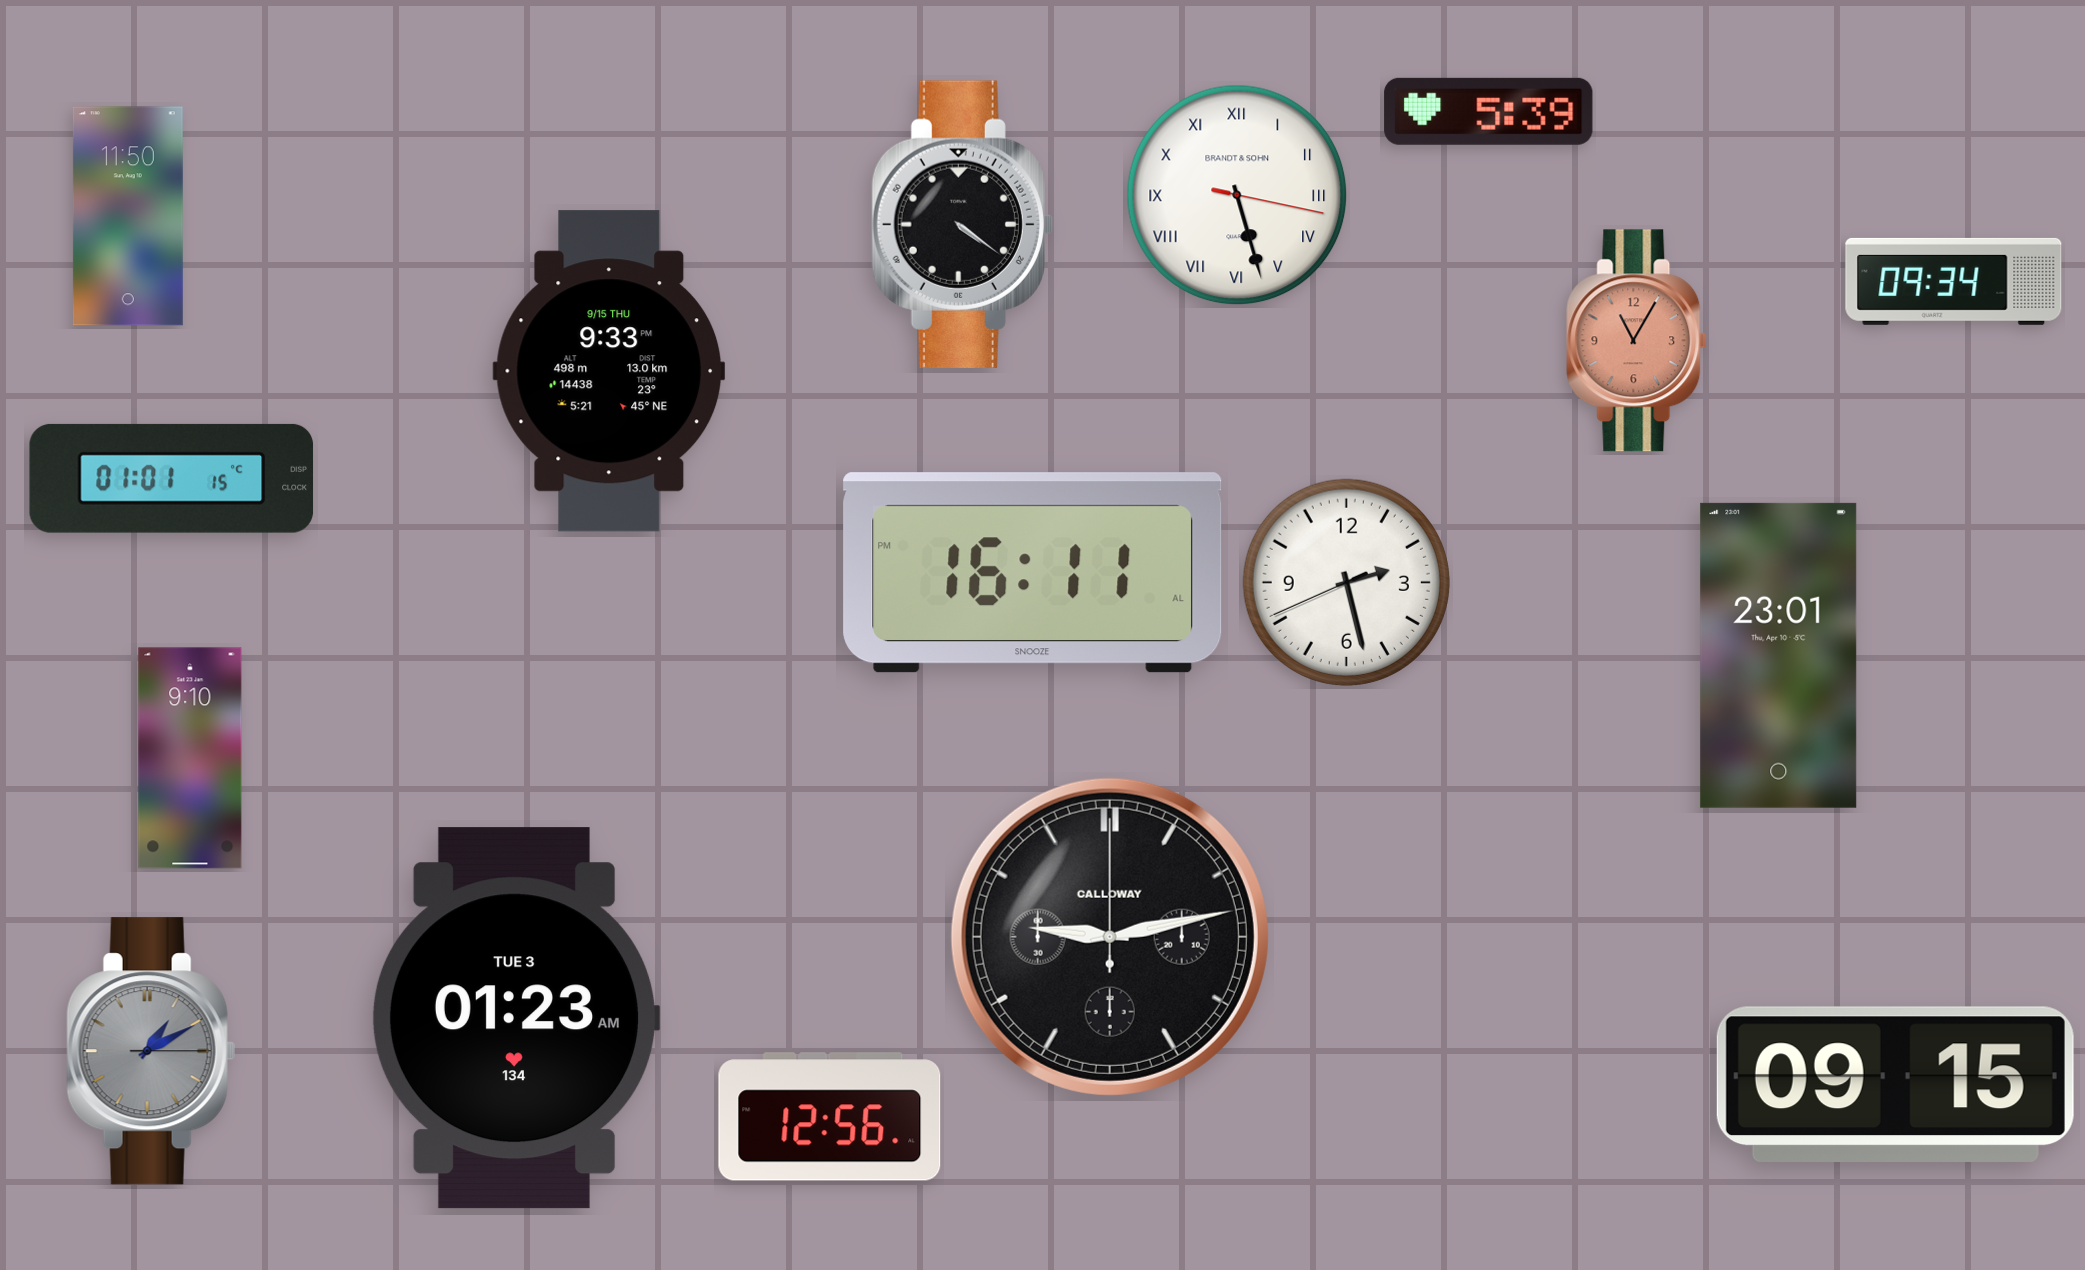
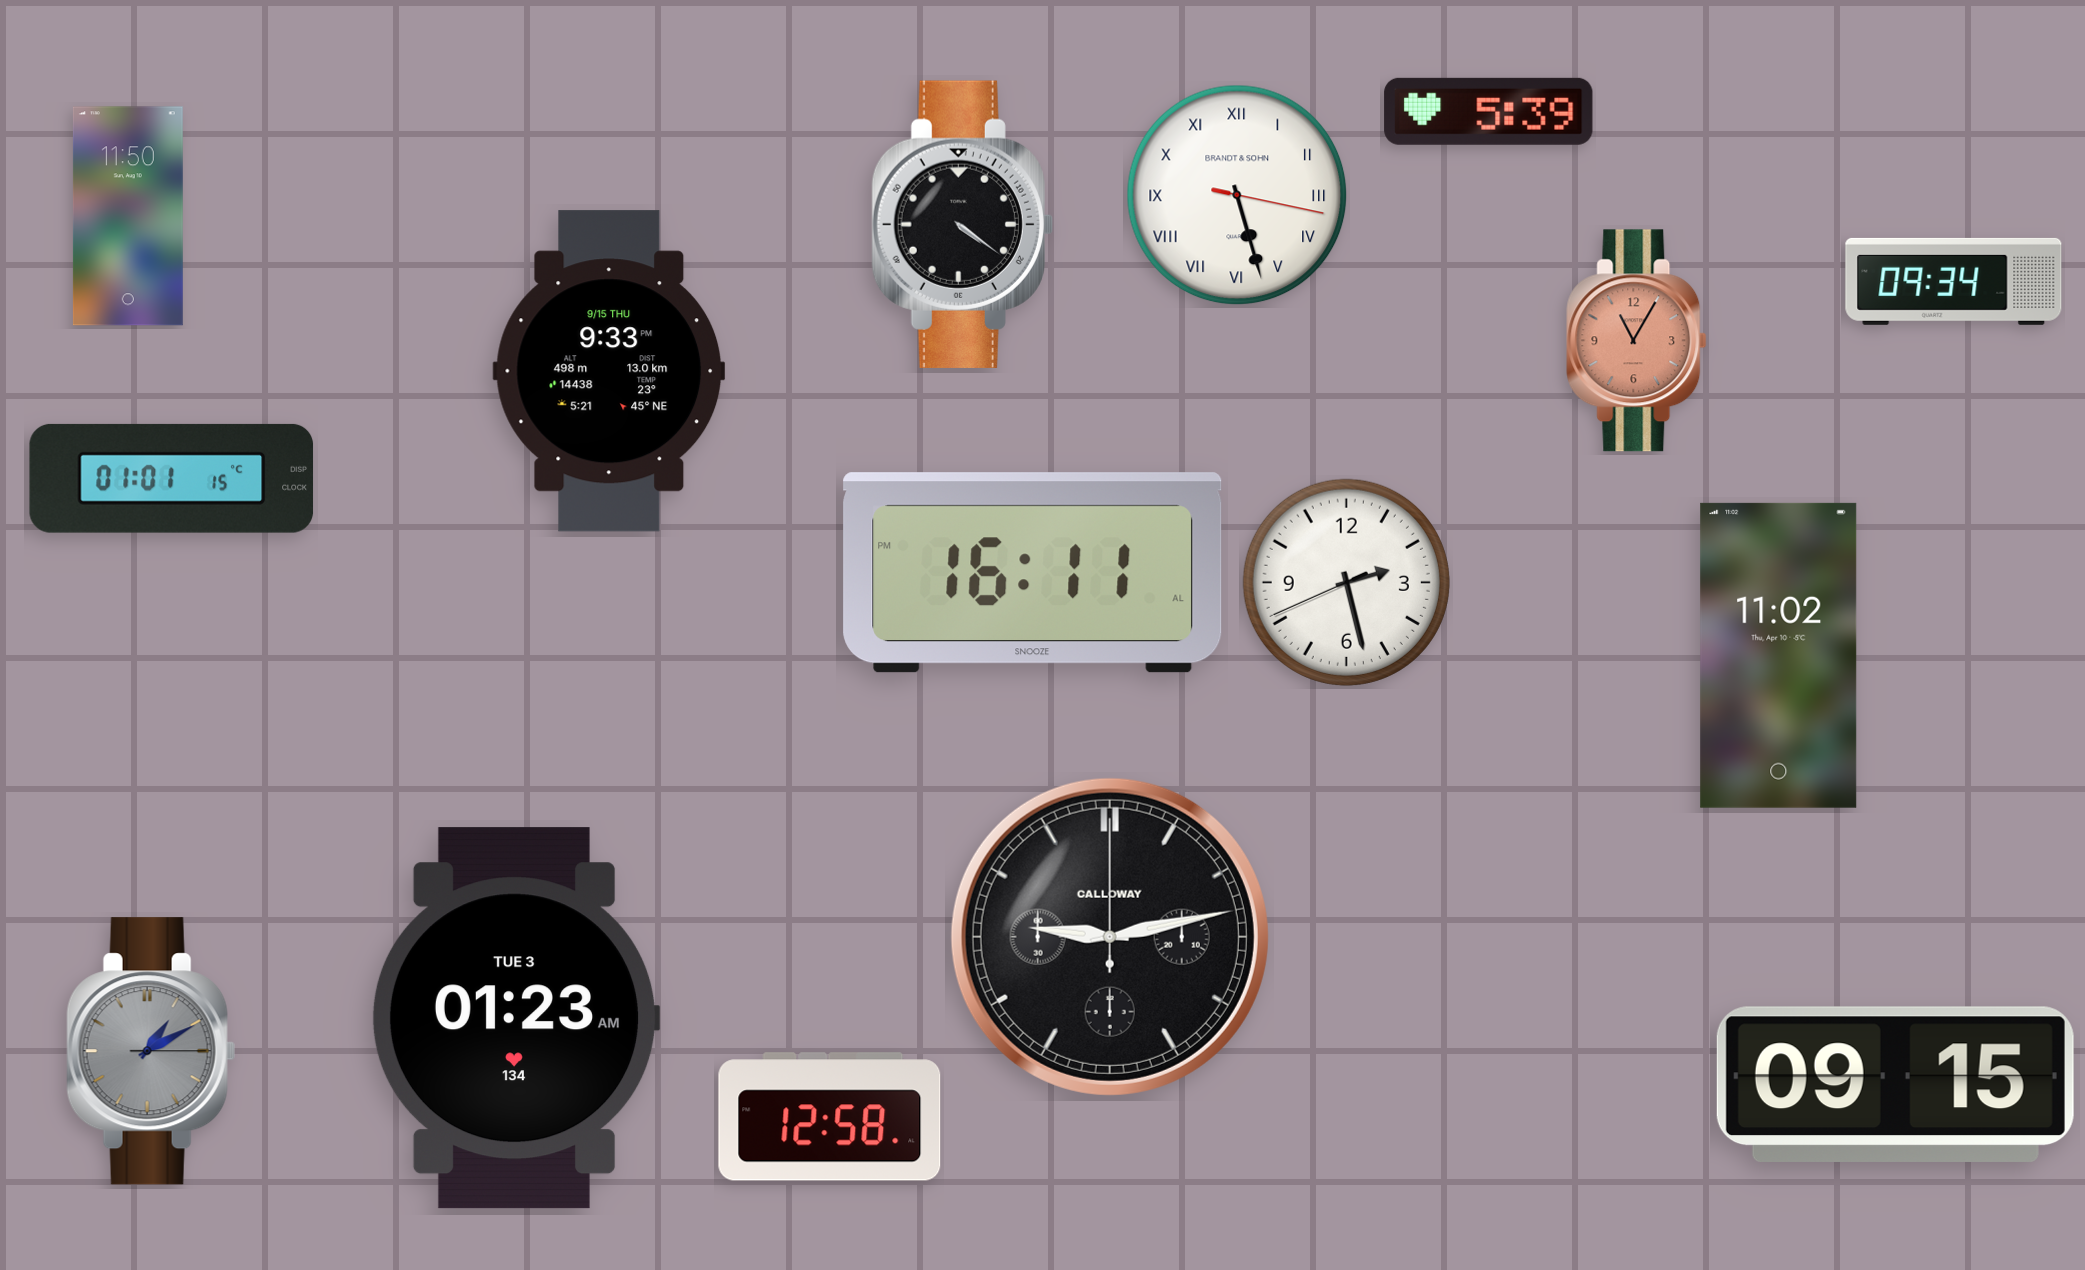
clock at (1779, 655): 23:01 -> 11:02
clock at (190, 758): 9:10 -> none
clock at (830, 1117): 12:56 -> 12:58
